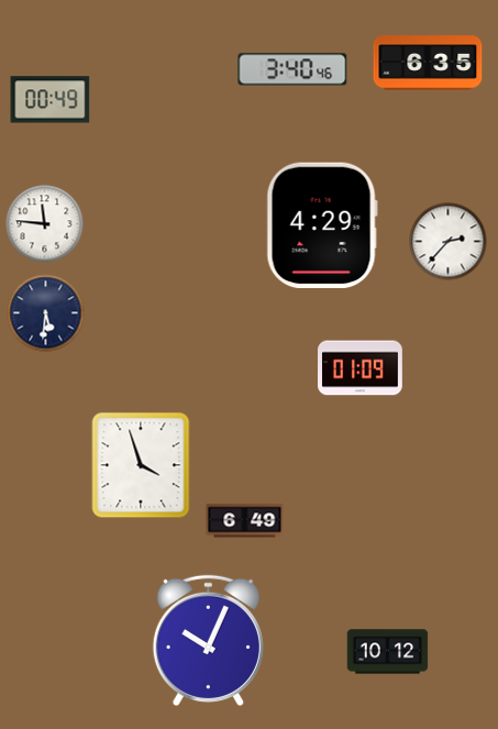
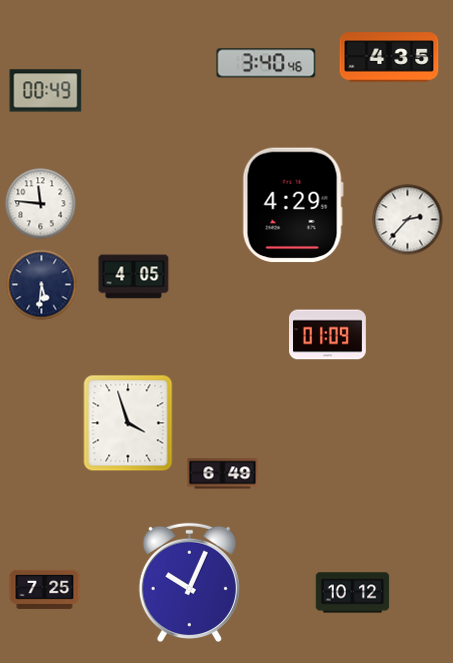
clock at (428, 63): 6:35 -> 4:35
clock at (134, 277): none -> 4:05
clock at (45, 589): none -> 7:25
